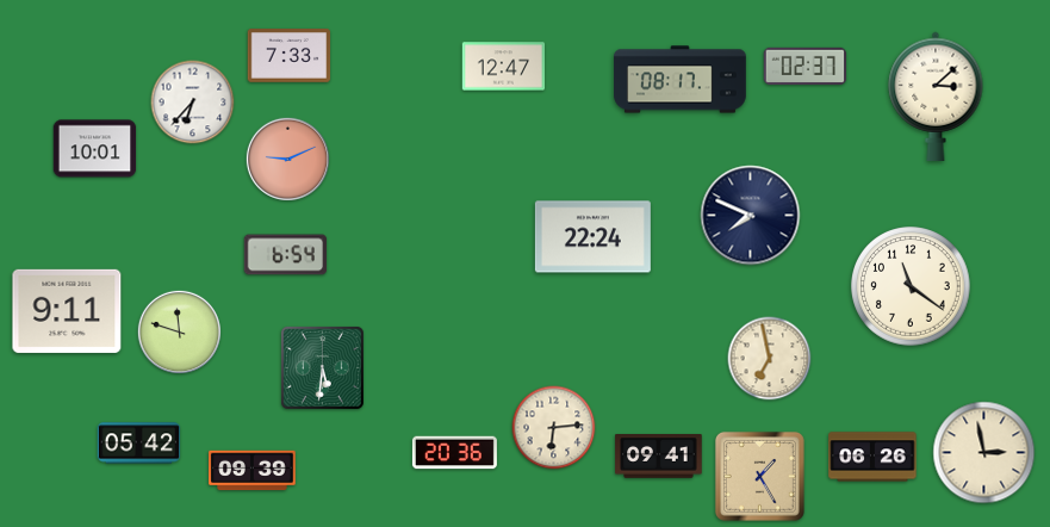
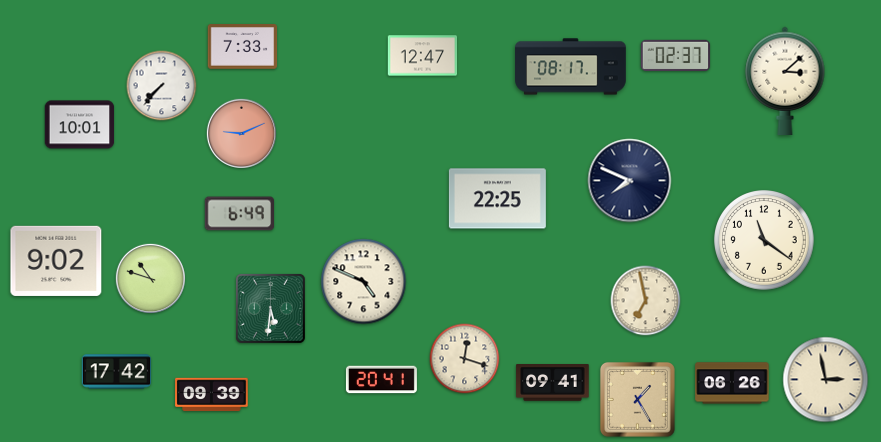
clock at (193, 103): 6:37 -> 7:37
clock at (592, 237): 22:24 -> 22:25
clock at (286, 255): 6:54 -> 6:49
clock at (67, 311): 9:11 -> 9:02
clock at (179, 331): 11:48 -> 10:48
clock at (364, 282): none -> 4:49
clock at (554, 428): 6:14 -> 12:18
clock at (139, 444): 05:42 -> 17:42
clock at (454, 453): 20:36 -> 20:41
